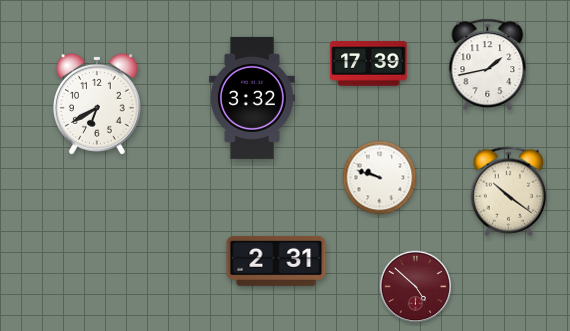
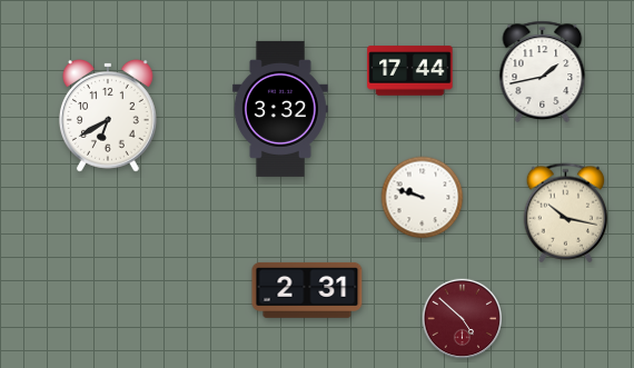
clock at (369, 64): 17:39 -> 17:44
clock at (509, 192): 10:21 -> 10:17
